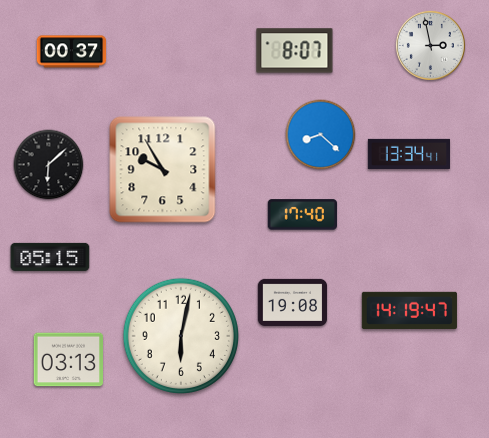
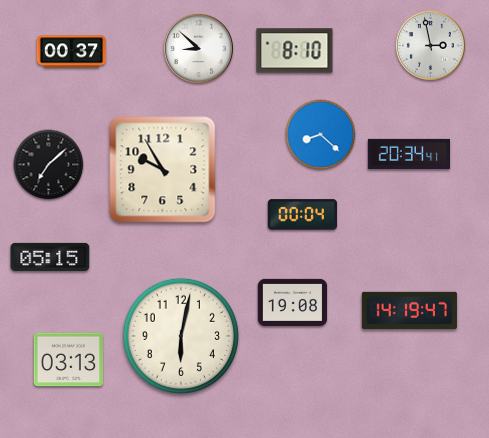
clock at (198, 48): none -> 8:52
clock at (295, 51): 8:07 -> 8:10
clock at (408, 153): 13:34 -> 20:34
clock at (49, 165): 6:08 -> 7:08
clock at (302, 215): 17:40 -> 00:04
